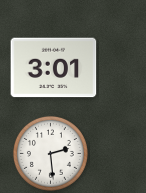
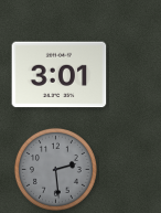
clock at (50, 153) dial: white -> grey
